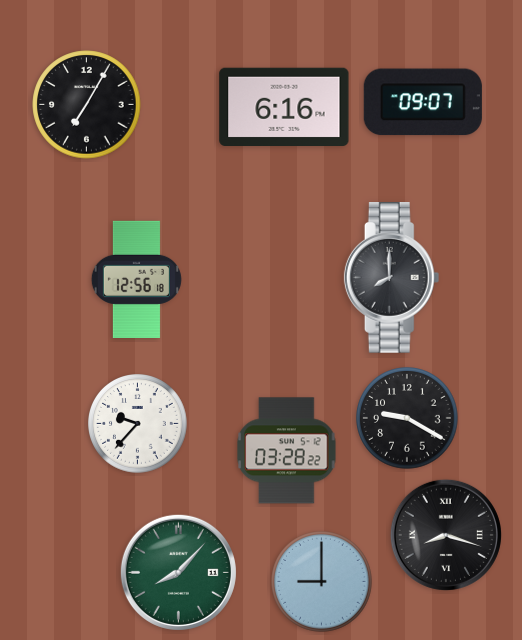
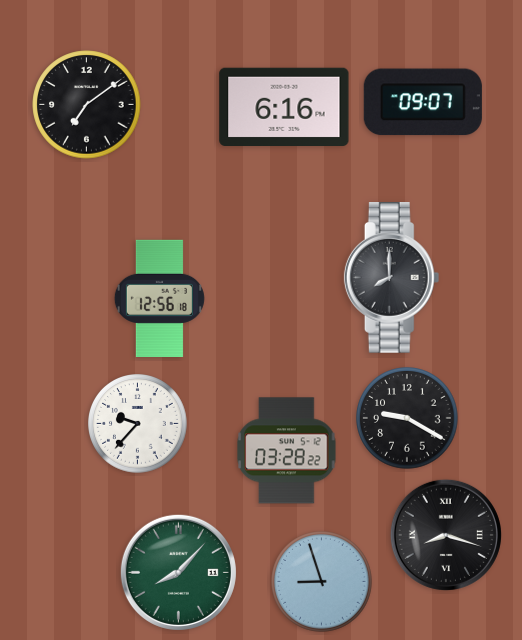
clock at (87, 105): 7:05 -> 7:09
clock at (136, 279) position: (136, 279) -> (159, 298)
clock at (322, 582): 9:00 -> 8:57
